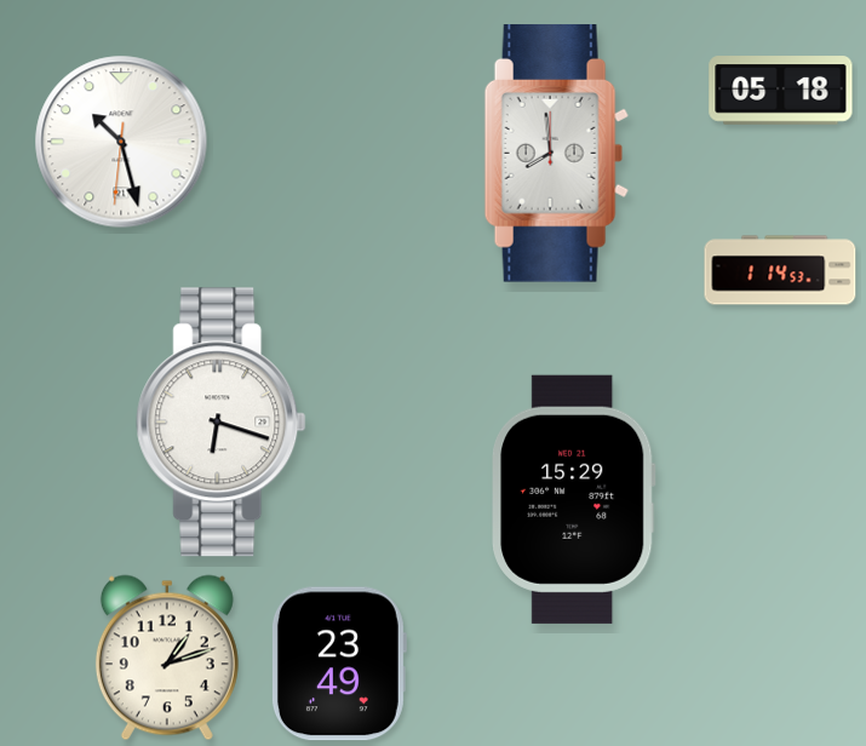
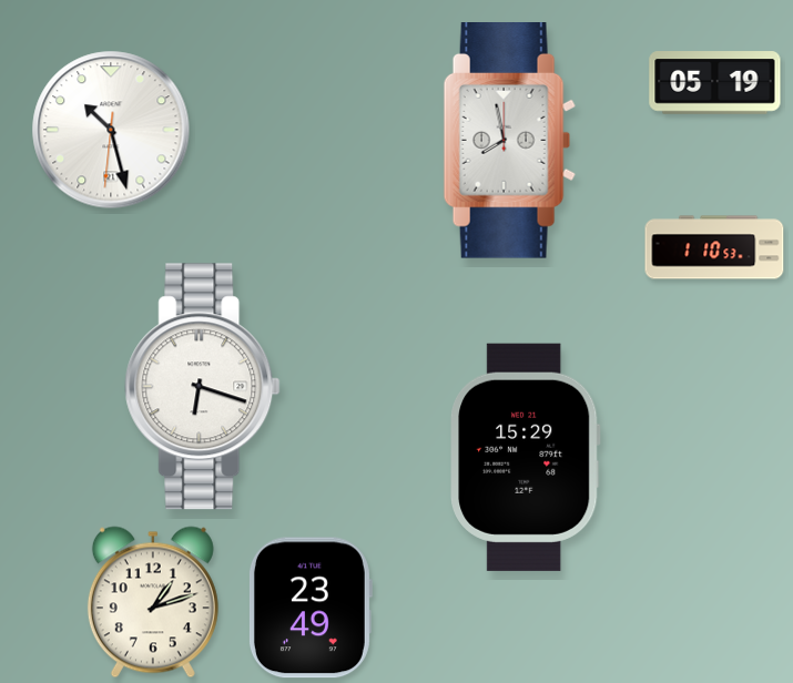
clock at (781, 91): 05:18 -> 05:19
clock at (556, 154): 7:59 -> 7:58
clock at (780, 270): 1:14 -> 1:10
